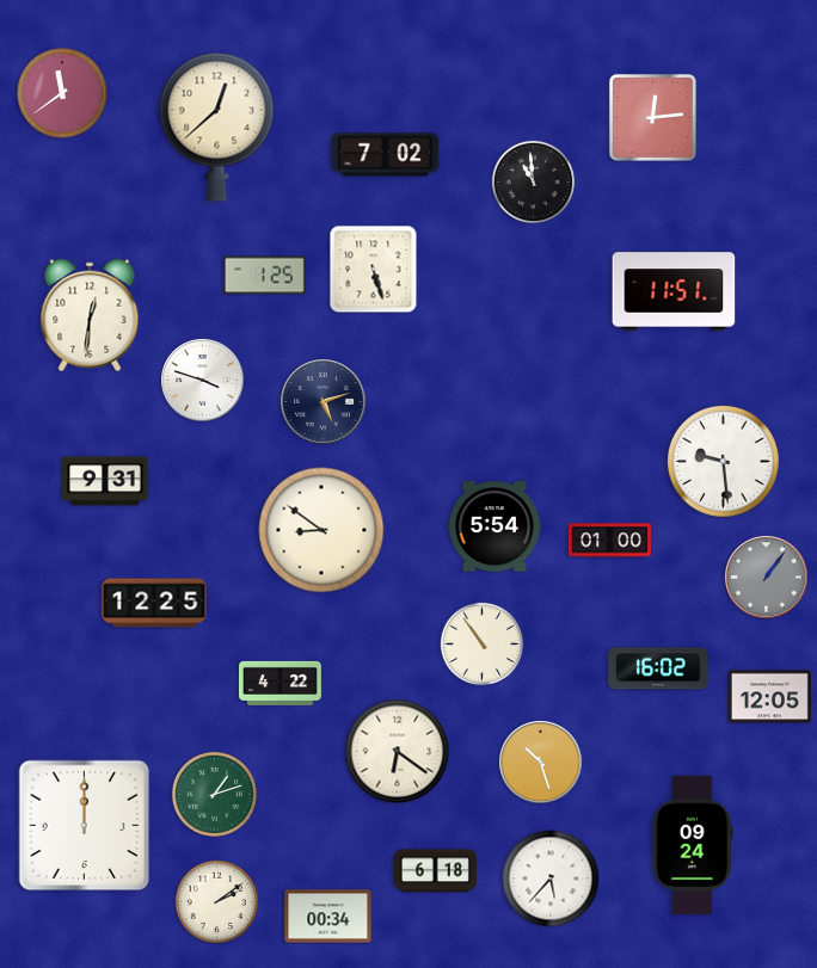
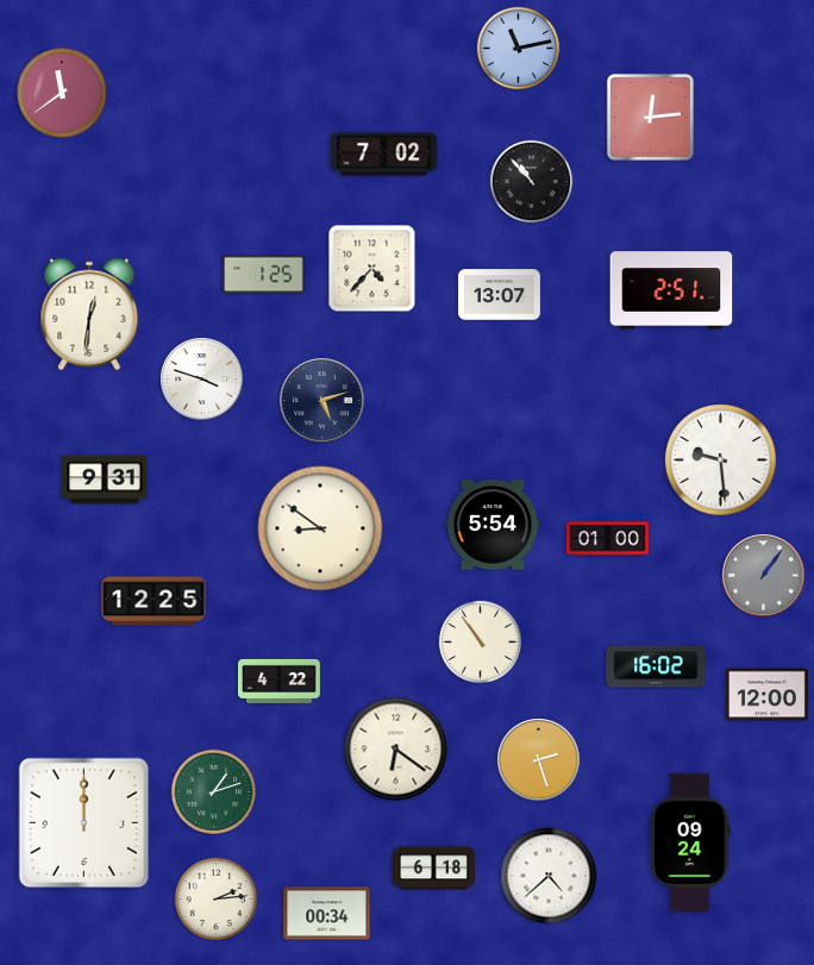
clock at (519, 49): none -> 11:13
clock at (217, 127): 12:38 -> none
clock at (534, 183): 10:59 -> 10:53
clock at (374, 270): 5:27 -> 4:37
clock at (674, 291): 11:51 -> 2:51
clock at (499, 295): none -> 13:07
clock at (769, 697): 12:05 -> 12:00
clock at (541, 763): 10:27 -> 2:27
clock at (551, 878): 5:37 -> 4:38
clock at (217, 902): 2:09 -> 2:14
